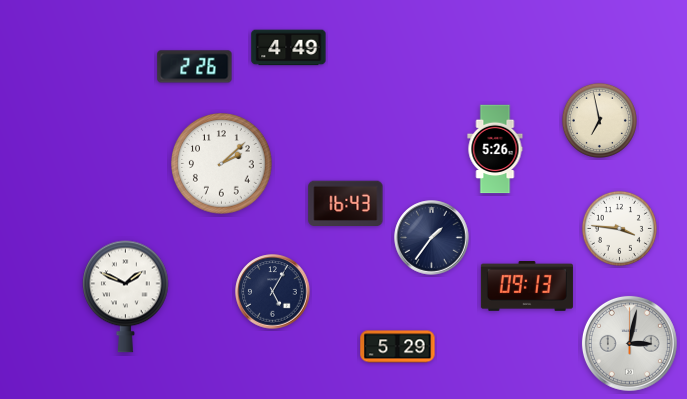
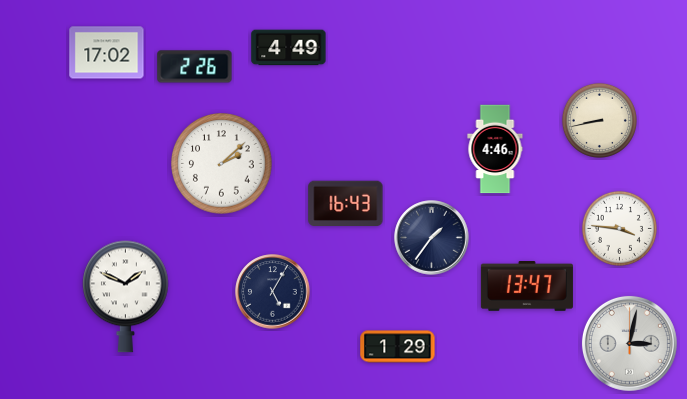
clock at (107, 53): none -> 17:02
clock at (599, 120): 6:58 -> 8:43
clock at (495, 149): 5:26 -> 4:46
clock at (527, 287): 09:13 -> 13:47
clock at (398, 347): 5:29 -> 1:29
